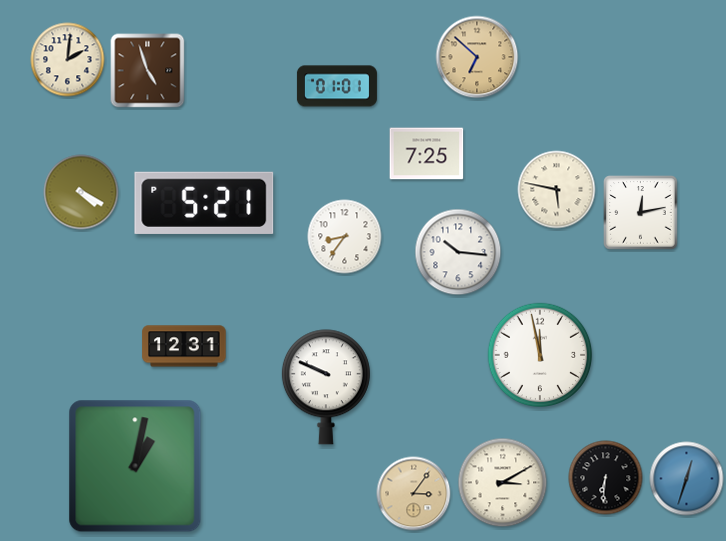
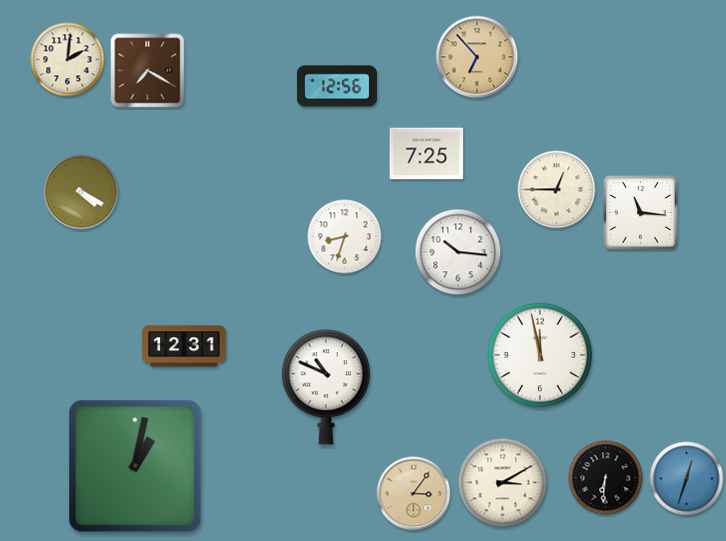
clock at (477, 57): 6:52 -> 6:53
clock at (148, 71): 4:57 -> 7:20
clock at (337, 86): 01:01 -> 12:56
clock at (557, 190): 5:47 -> 12:45
clock at (204, 203): 5:21 -> none
clock at (641, 213): 12:13 -> 11:16
clock at (345, 237): 8:36 -> 8:33
clock at (326, 387): 9:49 -> 10:49
